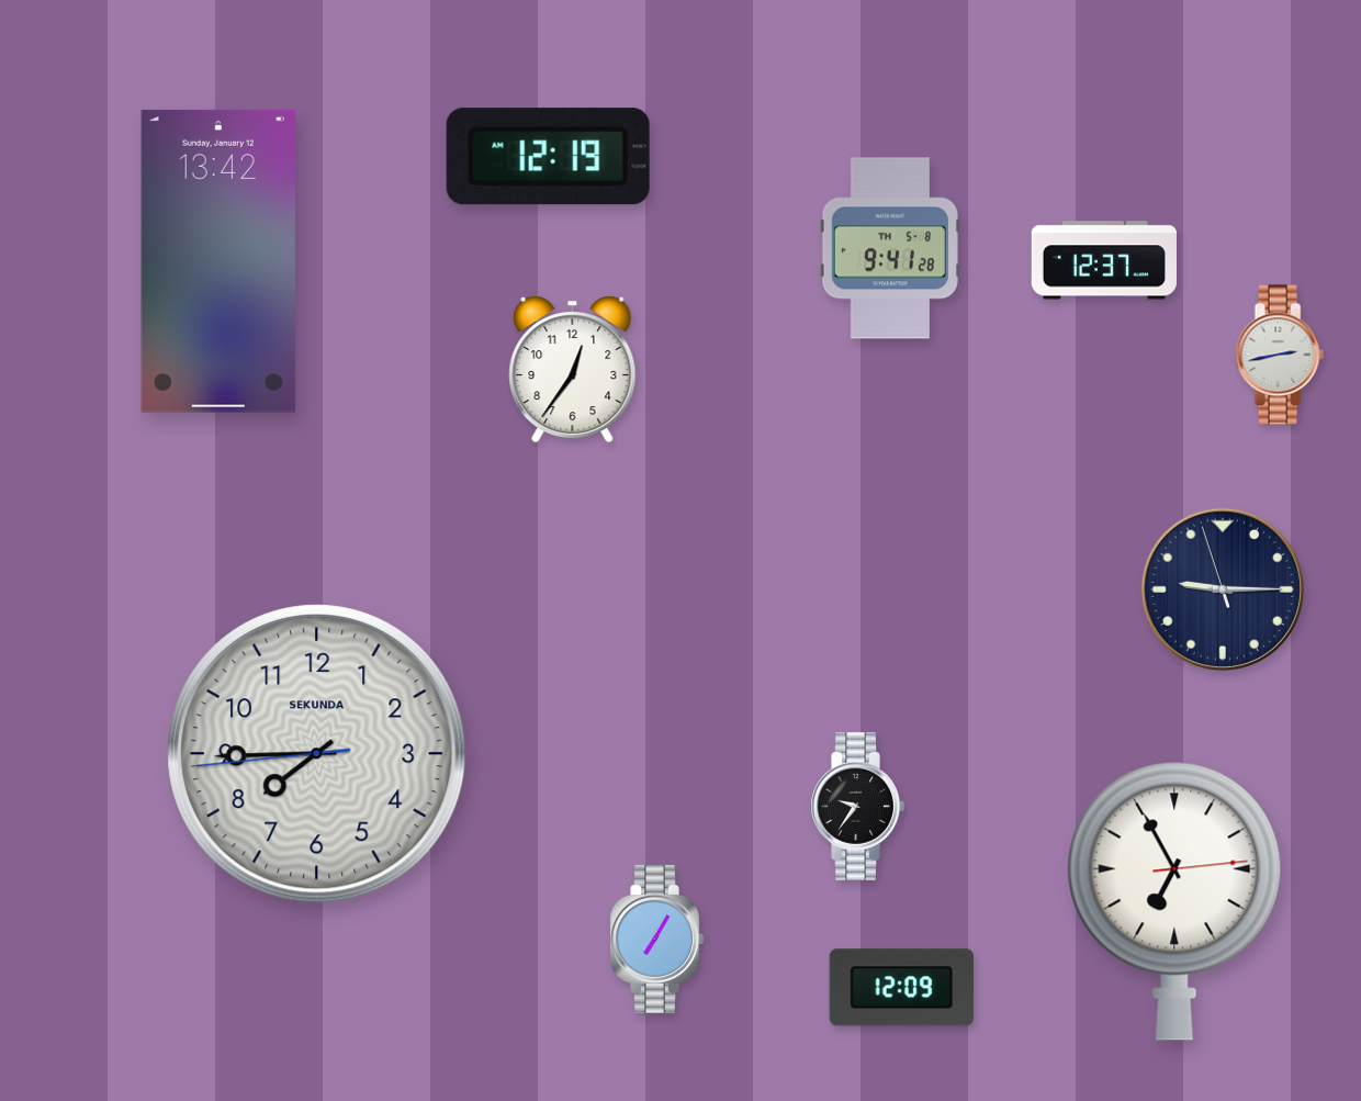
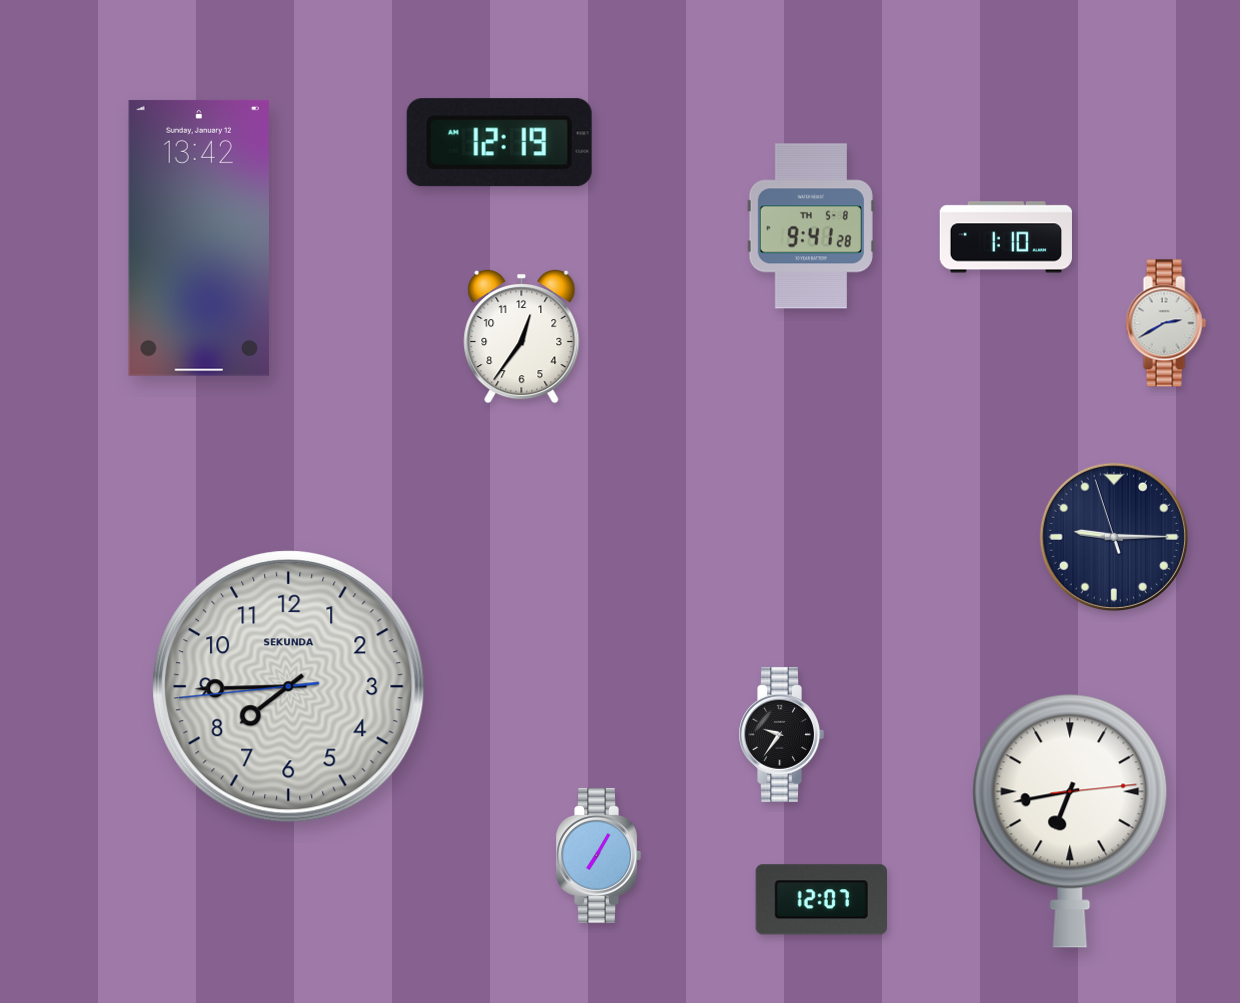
clock at (1104, 260): 12:37 -> 1:10
clock at (1280, 355): 2:43 -> 2:40
clock at (1174, 901): 6:55 -> 6:43
clock at (901, 988): 12:09 -> 12:07
